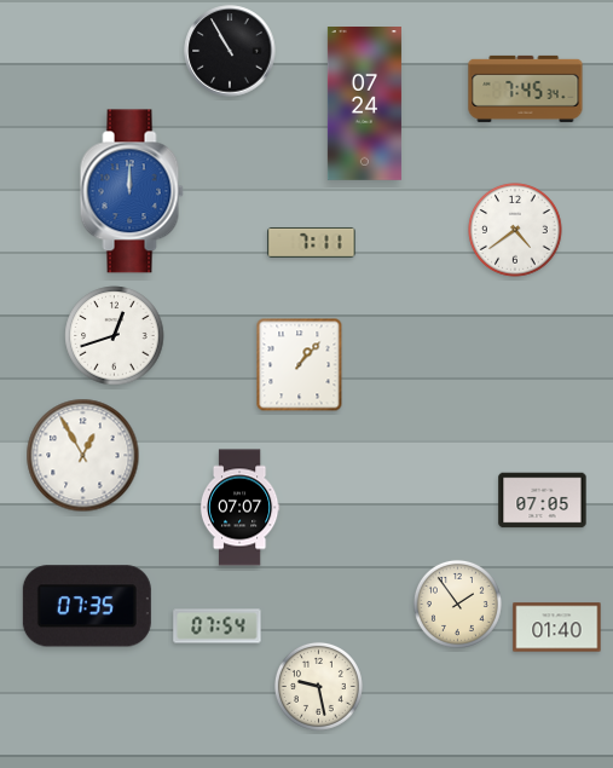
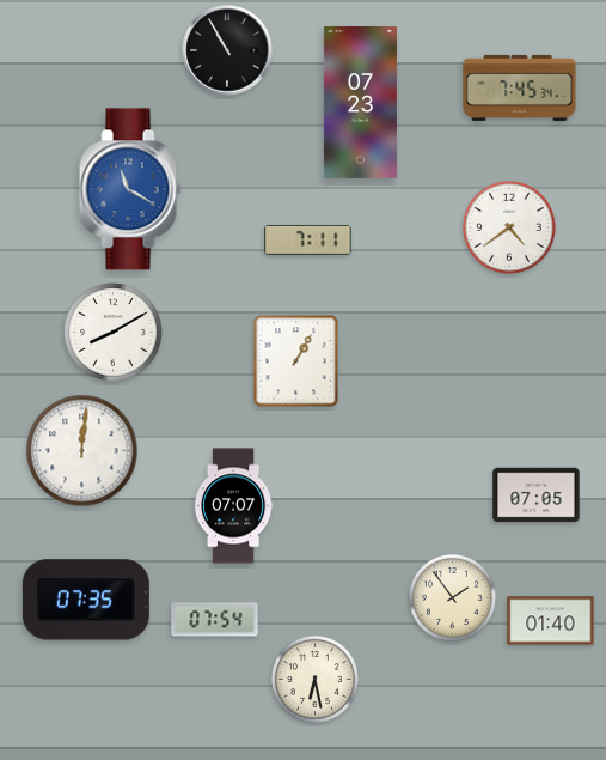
clock at (364, 104): 07:24 -> 07:23
clock at (132, 191): 12:00 -> 11:20
clock at (115, 336): 12:42 -> 8:10
clock at (300, 365): 1:07 -> 1:05
clock at (83, 456): 12:55 -> 12:01
clock at (239, 508) position: (239, 508) -> (233, 506)
clock at (318, 686): 9:28 -> 6:28
